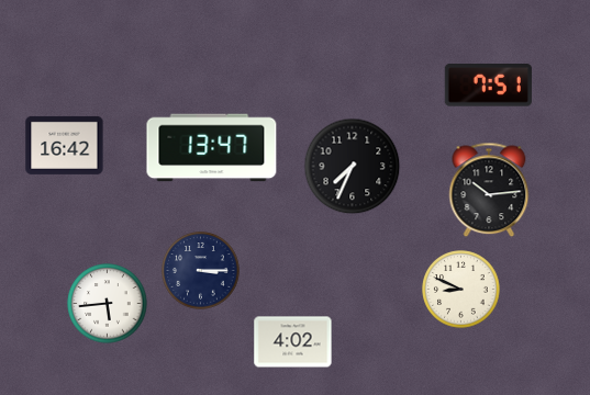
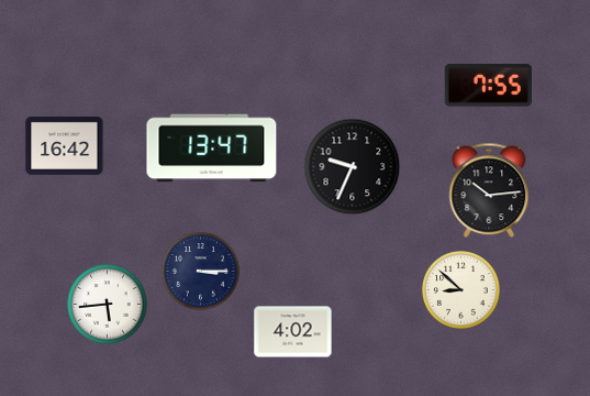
clock at (488, 86): 7:51 -> 7:55
clock at (353, 167): 7:34 -> 9:34
clock at (461, 290): 8:49 -> 8:52
clock at (293, 342) position: (293, 342) -> (293, 332)
